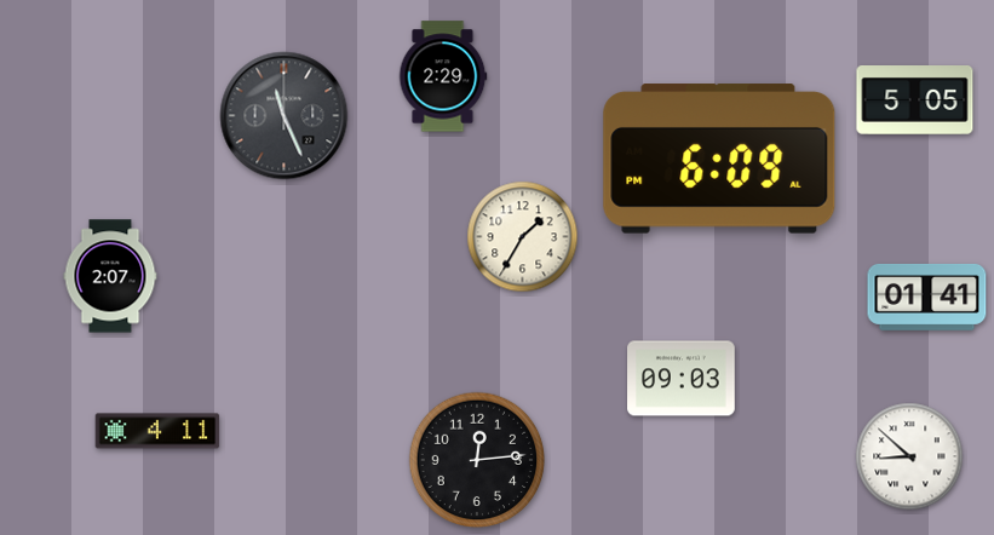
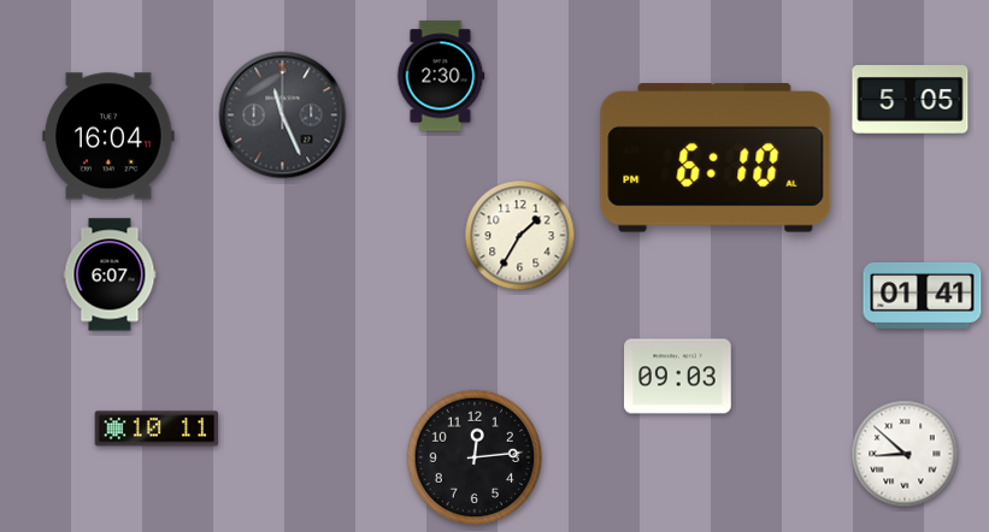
clock at (443, 76): 2:29 -> 2:30
clock at (108, 136): none -> 16:04
clock at (719, 159): 6:09 -> 6:10
clock at (110, 276): 2:07 -> 6:07
clock at (157, 431): 4:11 -> 10:11
